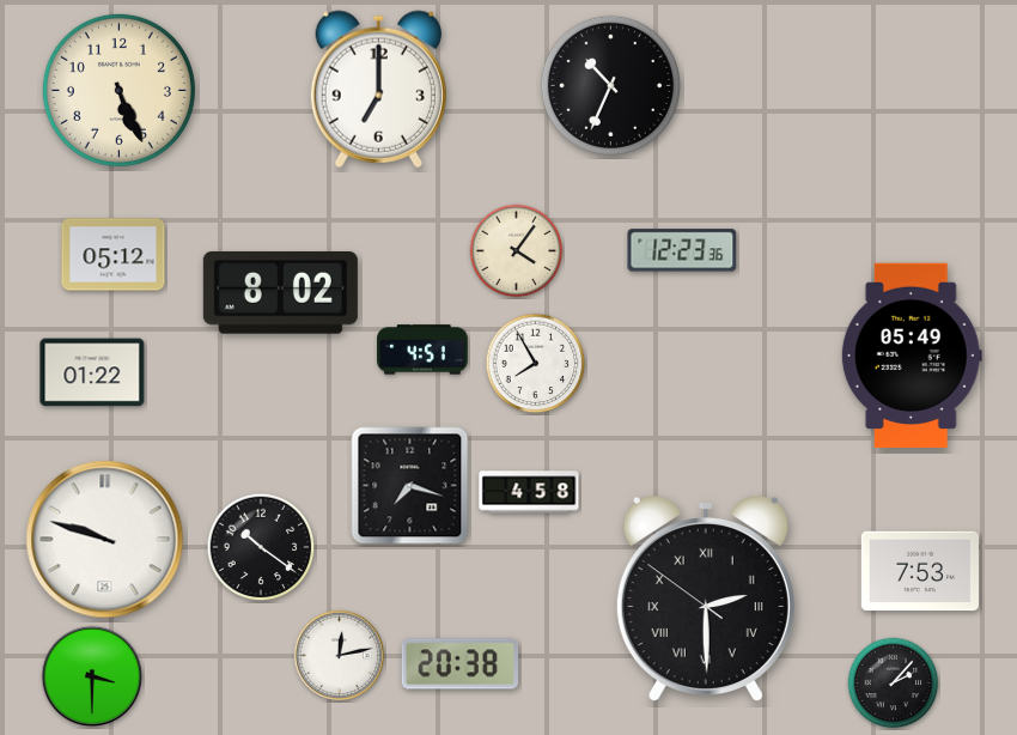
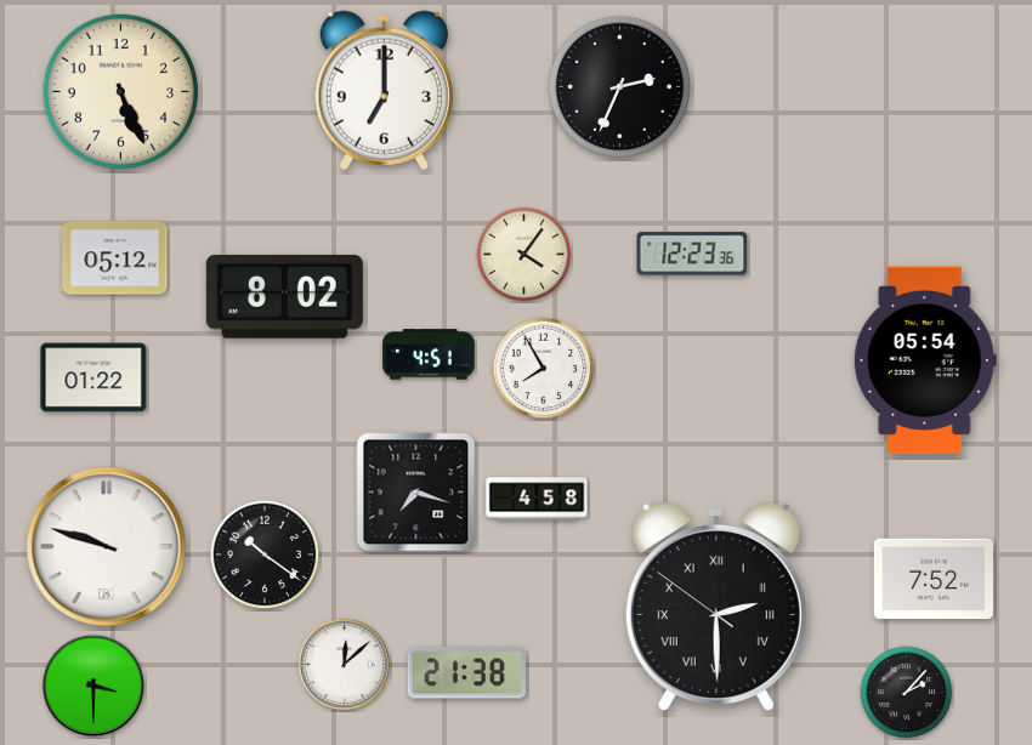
clock at (610, 85): 10:34 -> 2:34
clock at (912, 356): 05:49 -> 05:54
clock at (919, 571): 7:53 -> 7:52
clock at (339, 655): 12:13 -> 12:08
clock at (459, 664): 20:38 -> 21:38
